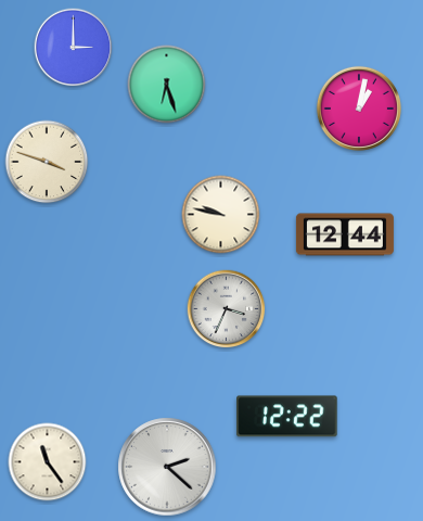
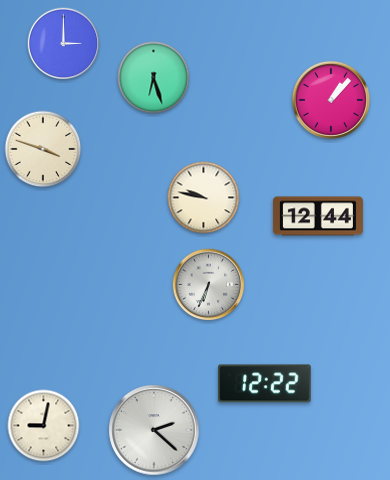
clock at (74, 48) position: (74, 48) -> (64, 44)
clock at (359, 109): 1:02 -> 1:07
clock at (227, 309): 3:34 -> 6:34
clock at (48, 462): 11:24 -> 9:02
